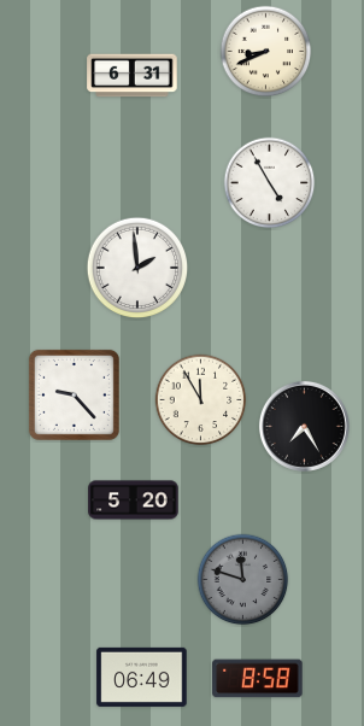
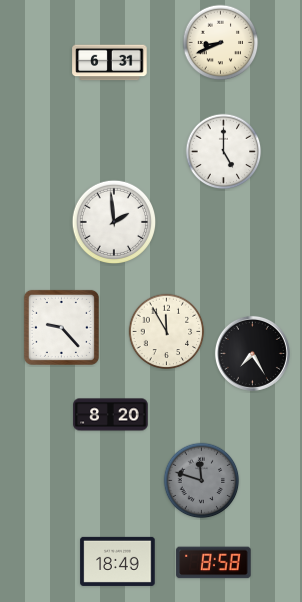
clock at (270, 183): 4:55 -> 5:00
clock at (134, 500): 5:20 -> 8:20
clock at (142, 677): 06:49 -> 18:49
